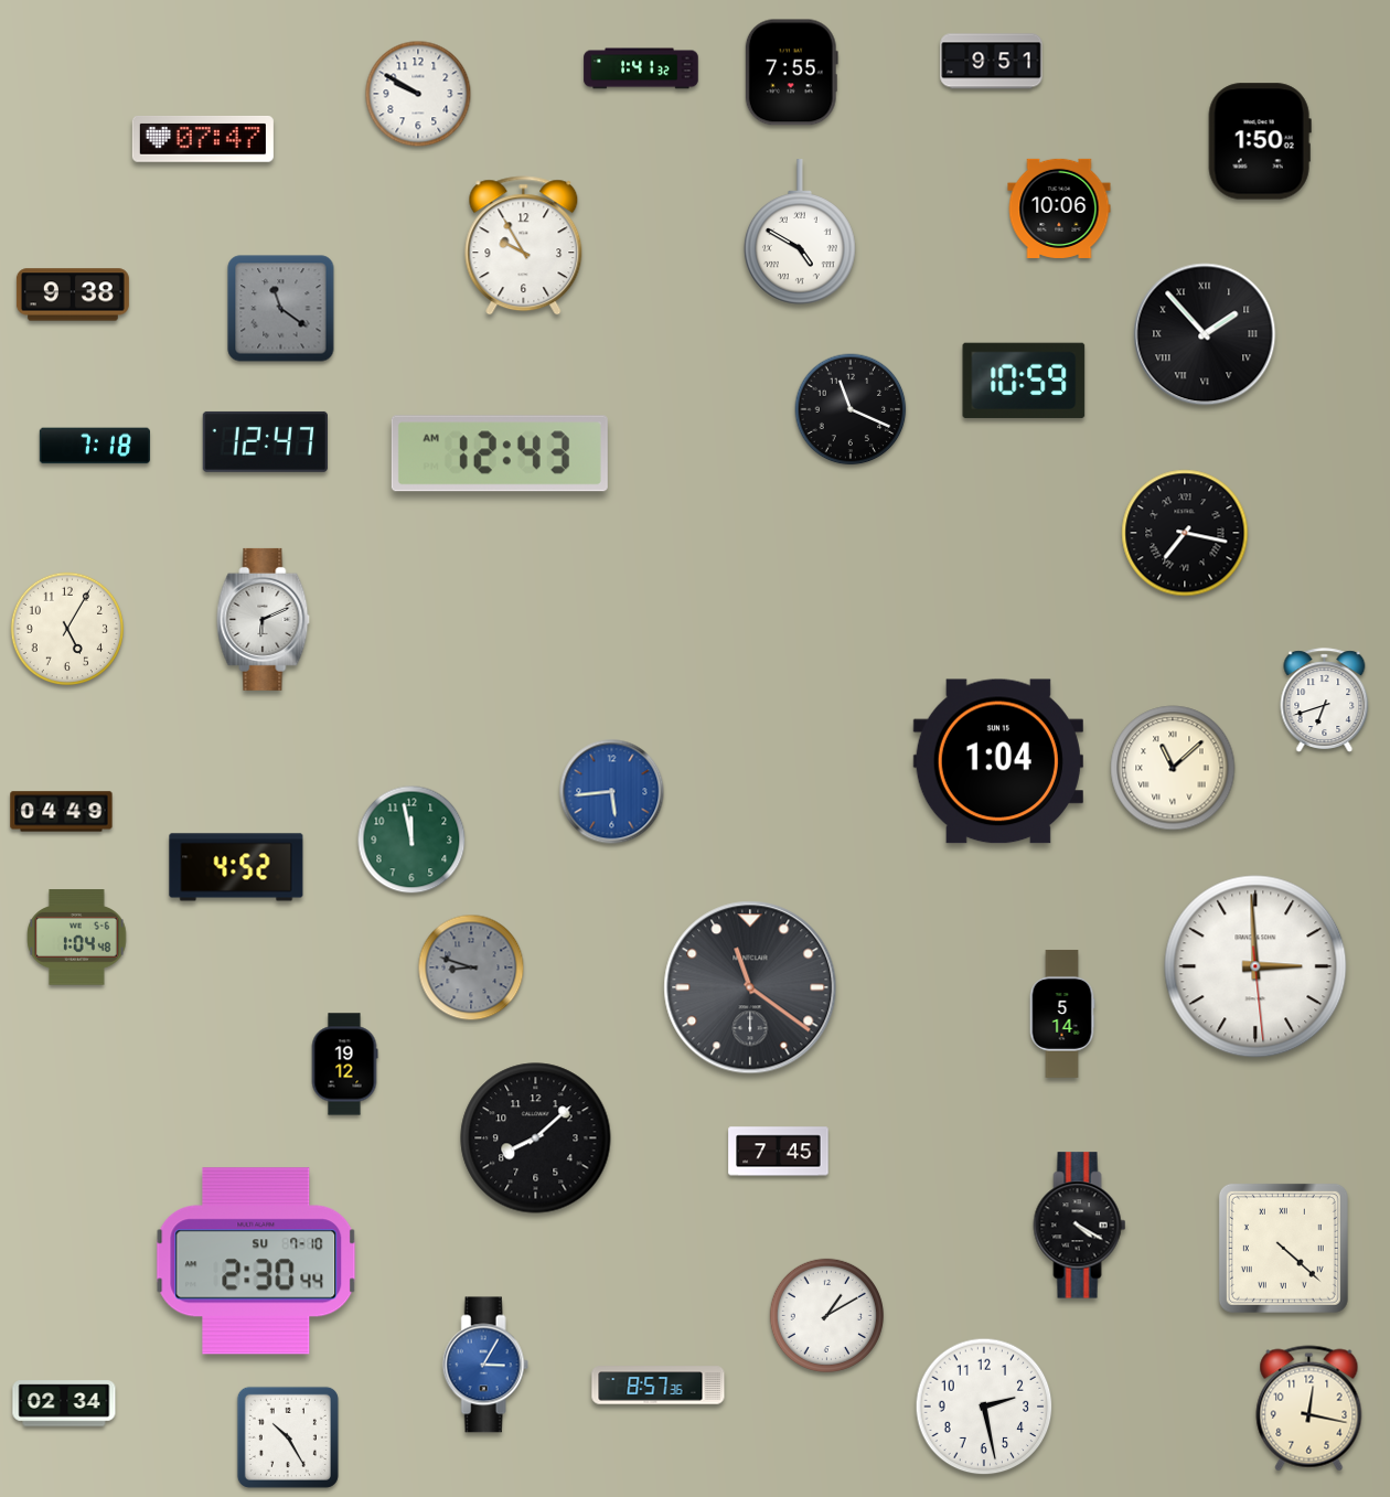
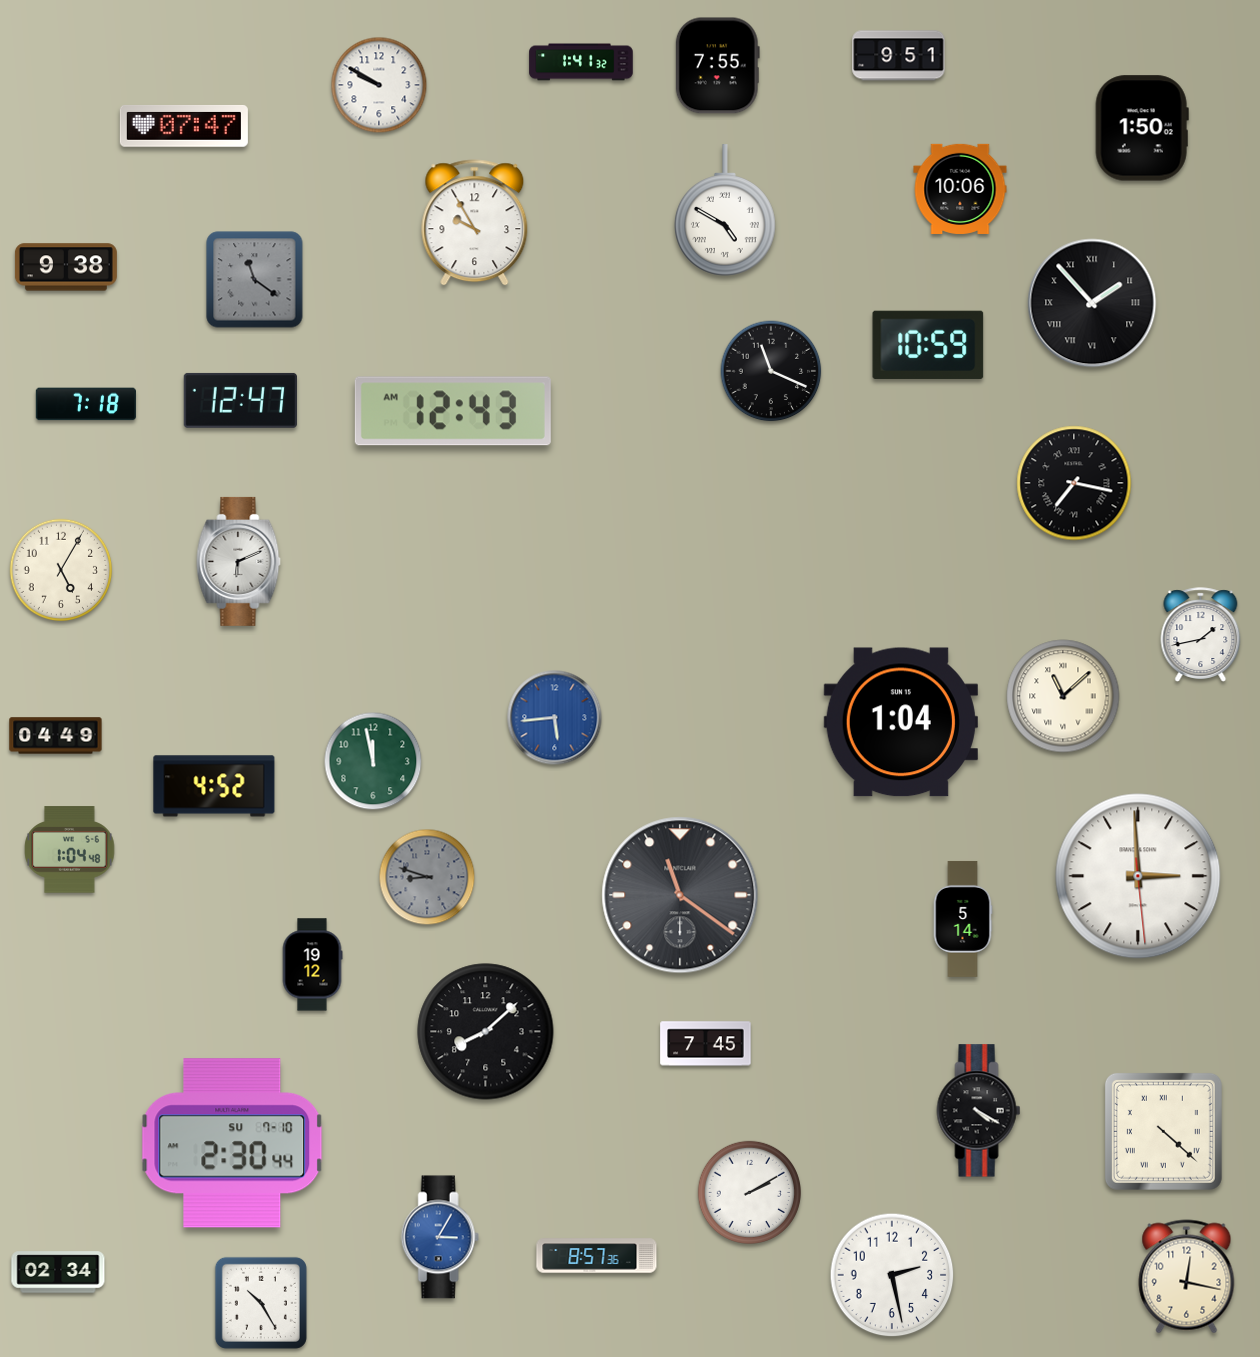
clock at (1325, 701): 6:42 -> 1:43
clock at (998, 761) position: (998, 761) -> (901, 722)
clock at (826, 1315): 1:10 -> 2:10
